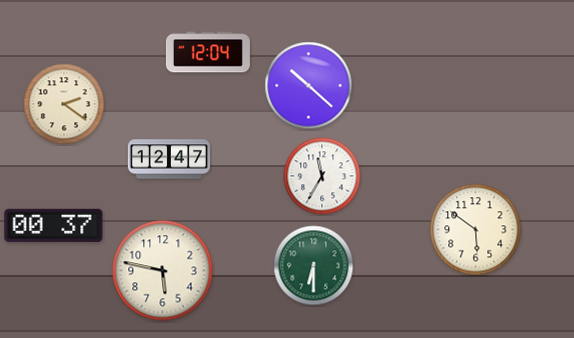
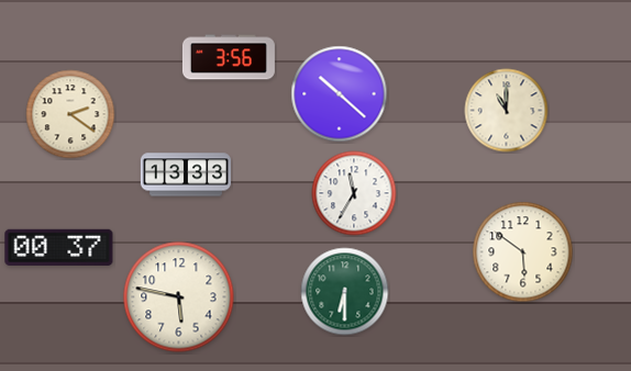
clock at (208, 52): 12:04 -> 3:56
clock at (507, 111): none -> 11:00
clock at (169, 159): 12:47 -> 13:33
